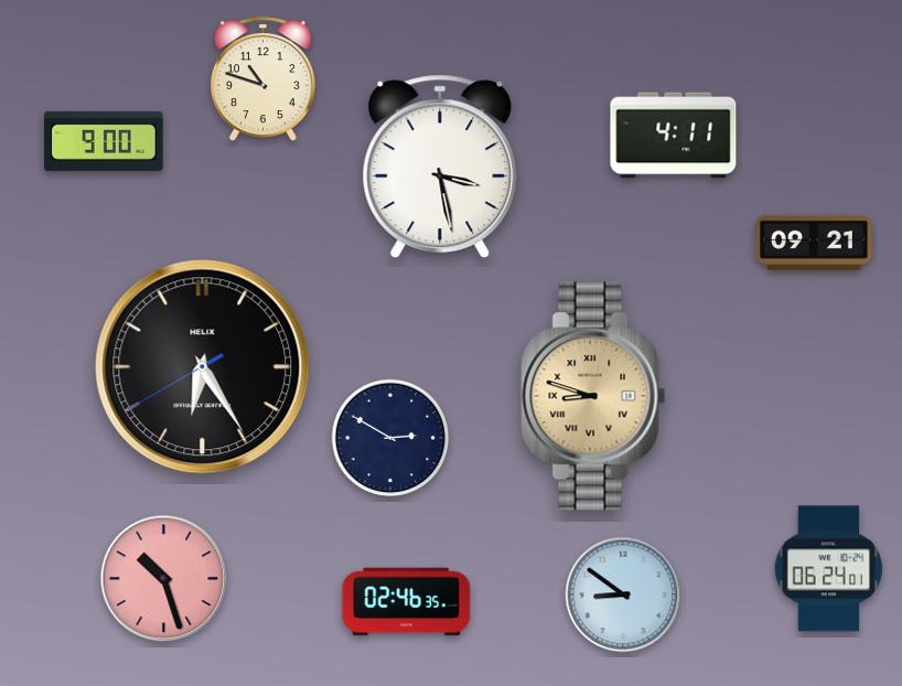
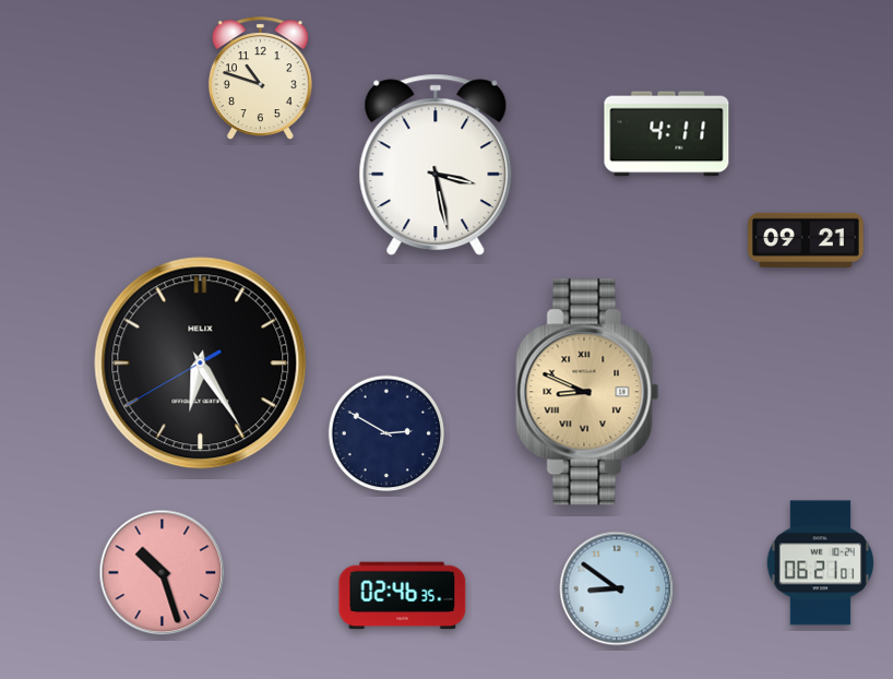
clock at (104, 141): 9:00 -> none
clock at (593, 396): 8:48 -> 8:49
clock at (828, 569): 06:24 -> 06:21
